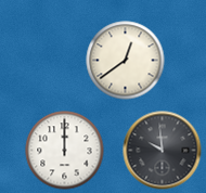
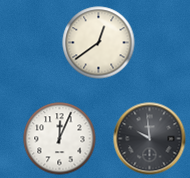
clock at (126, 61) position: (126, 61) -> (99, 43)
clock at (65, 151): 12:00 -> 12:04
